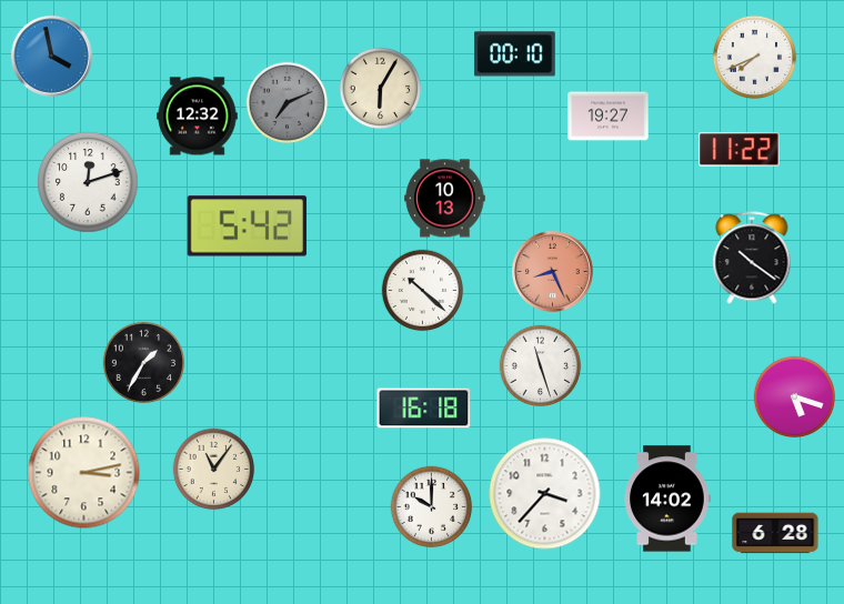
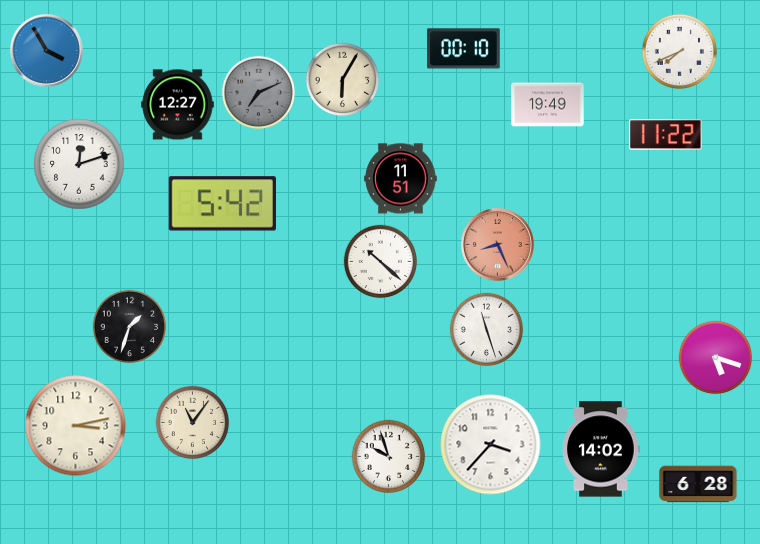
clock at (52, 57): 3:58 -> 3:55
clock at (198, 117): 12:32 -> 12:27
clock at (609, 117): 19:27 -> 19:49
clock at (445, 199): 10:13 -> 11:51
clock at (752, 258): 10:21 -> none
clock at (144, 363): 1:35 -> 1:33
clock at (424, 409): 16:18 -> none
clock at (432, 507): 10:00 -> 9:57
clock at (775, 533) position: (775, 533) -> (698, 484)
